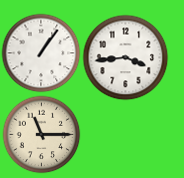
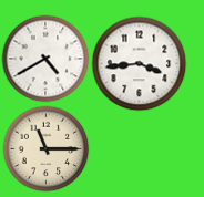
clock at (41, 53): 1:06 -> 4:40
